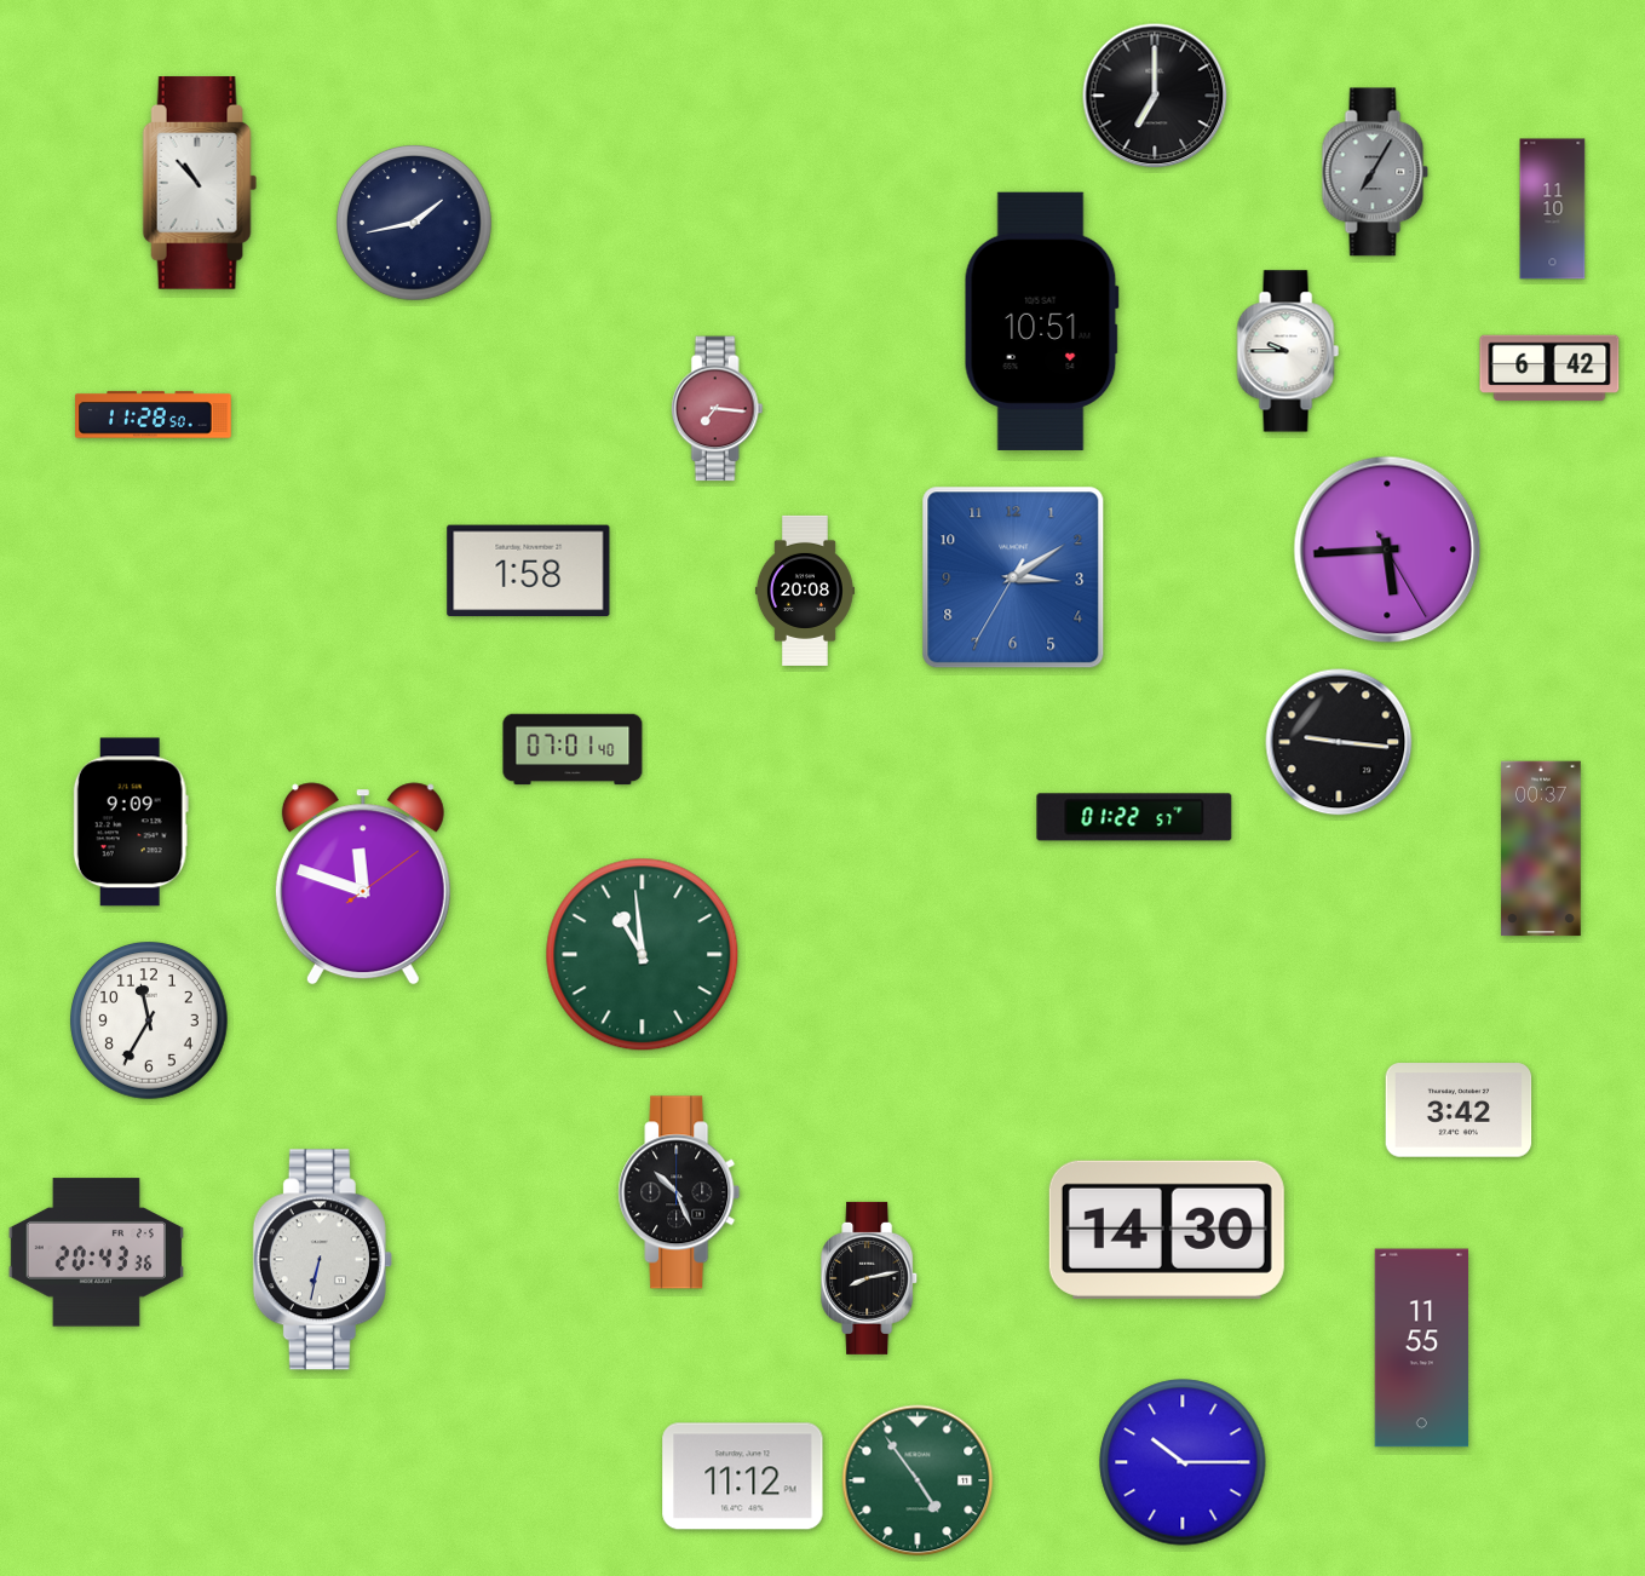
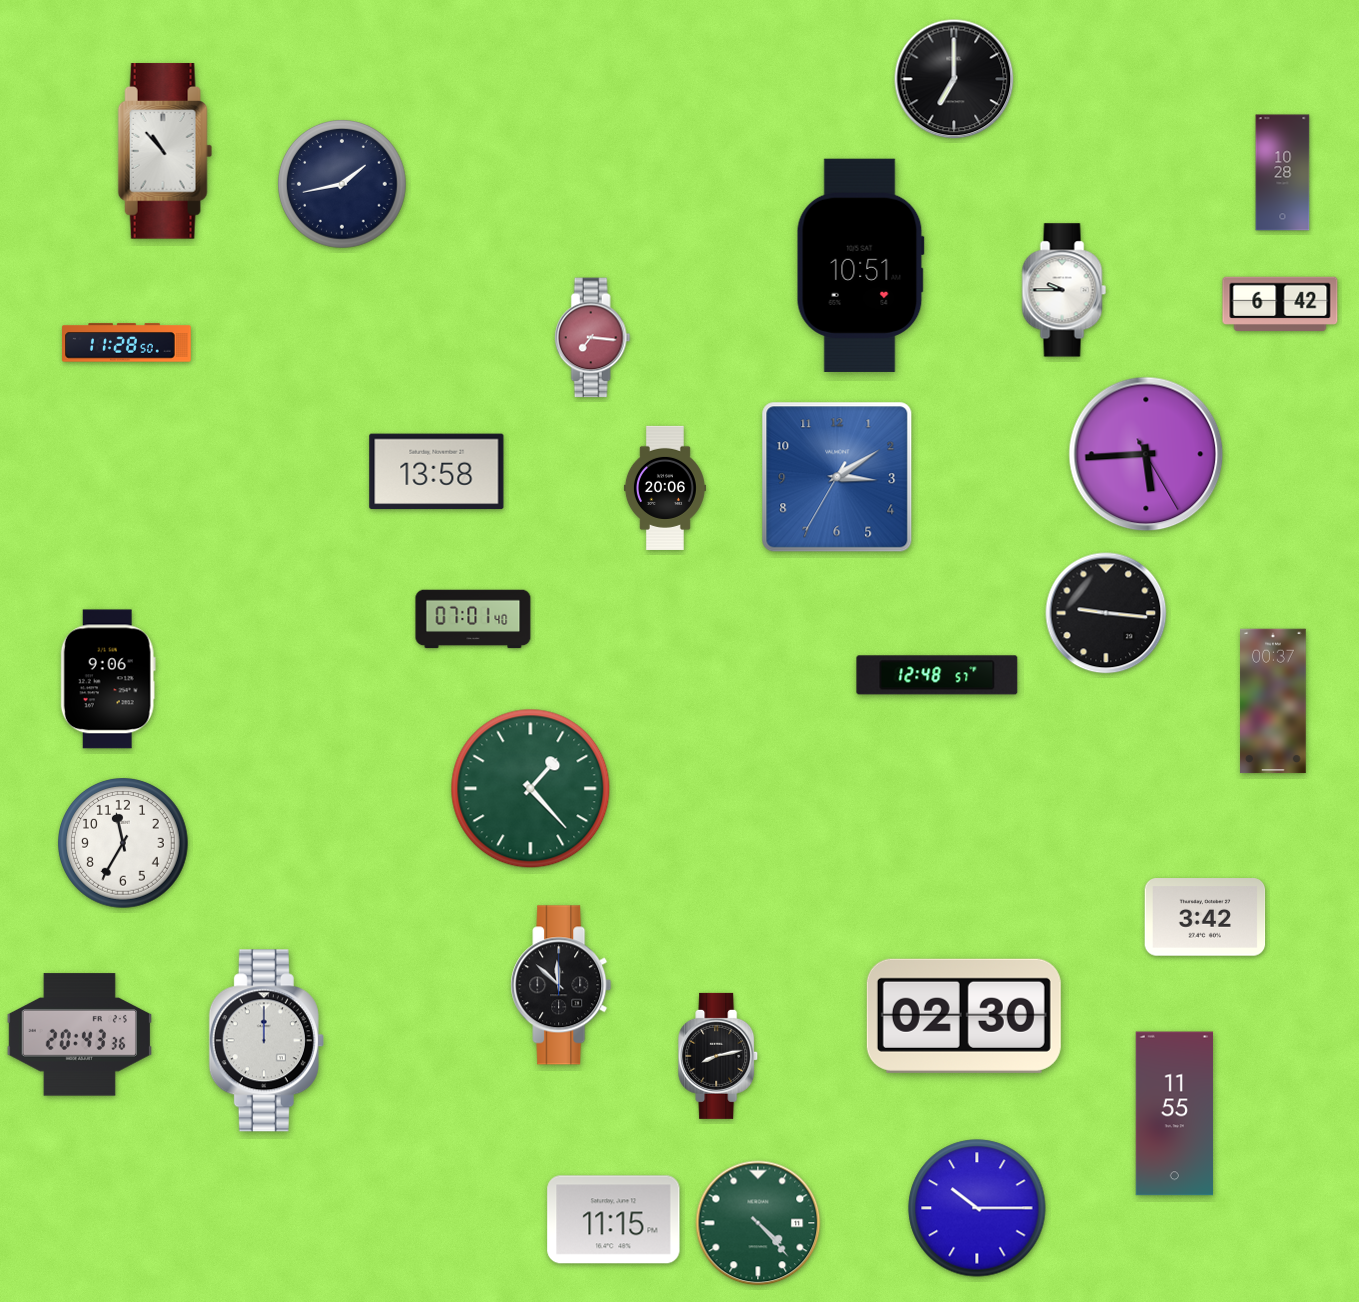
clock at (1375, 172): 7:05 -> none
clock at (1553, 209): 11:10 -> 10:28
clock at (529, 571): 1:58 -> 13:58
clock at (805, 591): 20:08 -> 20:06
clock at (1134, 817): 01:22 -> 12:48
clock at (131, 822): 9:09 -> 9:06
clock at (363, 884): 11:48 -> none
clock at (643, 955): 10:59 -> 1:23
clock at (679, 1192): 10:26 -> 11:52
clock at (1167, 1230): 14:30 -> 02:30
clock at (322, 1260): 6:32 -> 12:00
clock at (743, 1477): 11:12 -> 11:15
clock at (918, 1480): 4:54 -> 4:23
